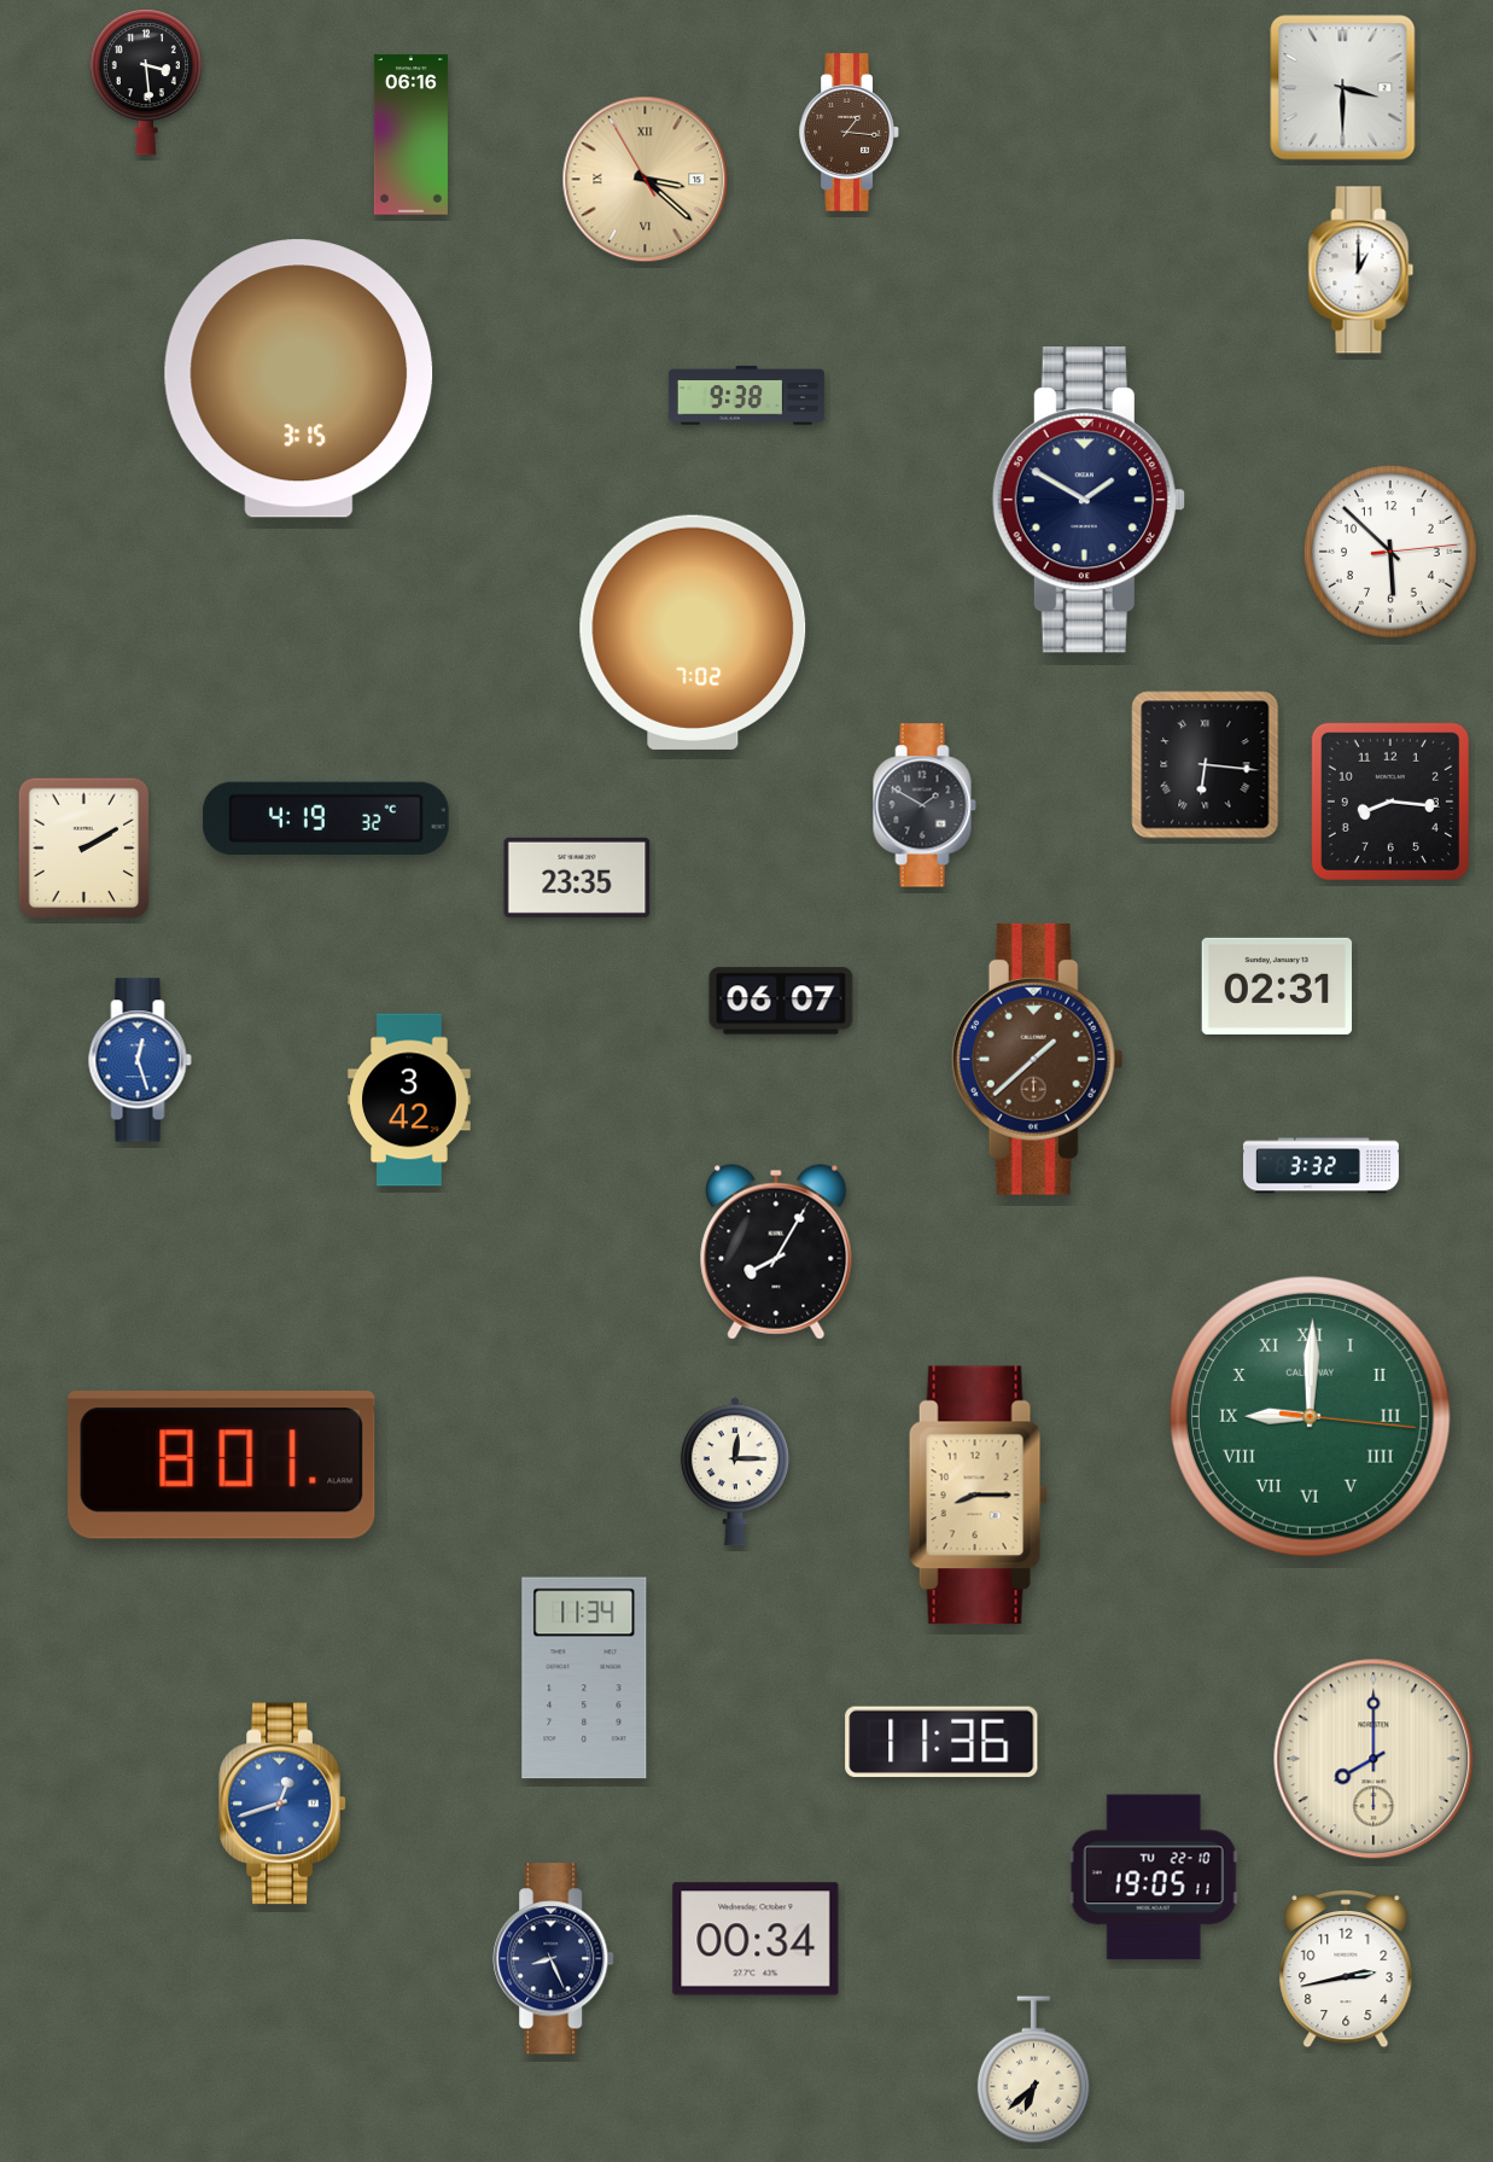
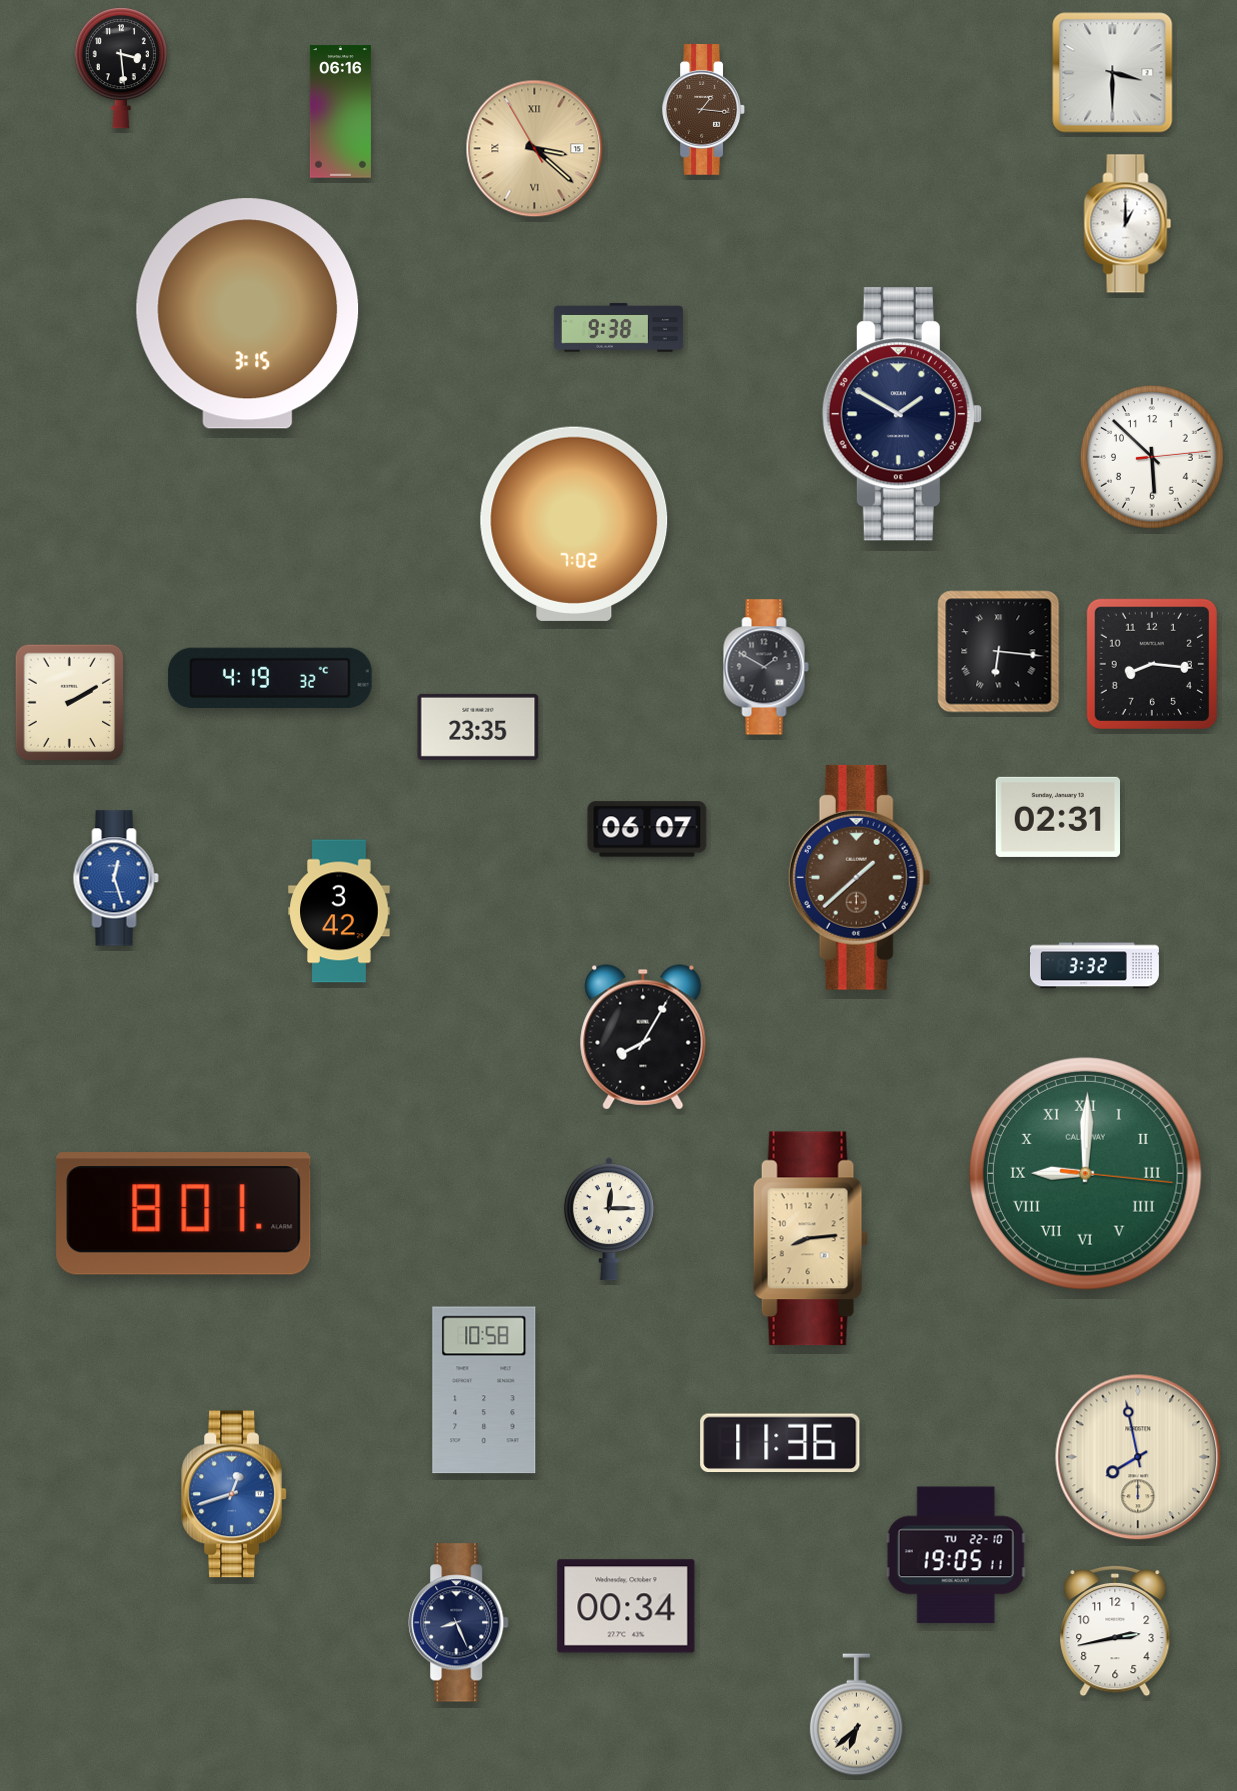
clock at (1206, 765) position: (1206, 765) -> (999, 652)
clock at (978, 1496): 8:15 -> 8:14
clock at (584, 1678): 11:34 -> 10:58
clock at (1374, 1759): 8:00 -> 7:58
